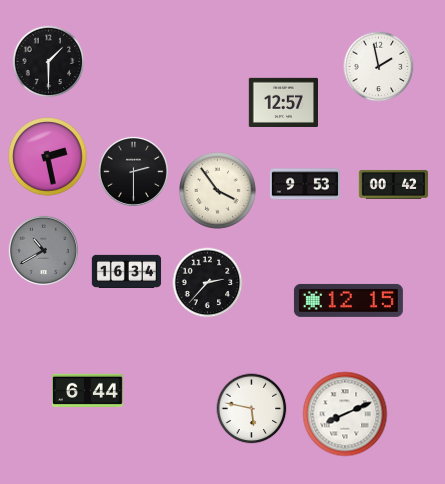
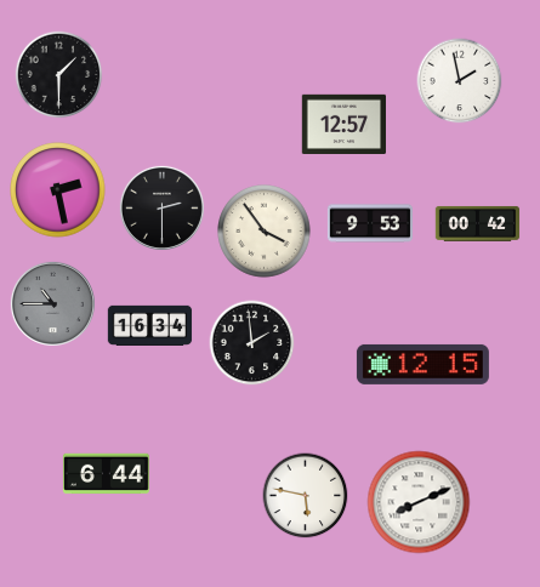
clock at (43, 250): 10:40 -> 10:45
clock at (127, 271) position: (127, 271) -> (150, 325)
clock at (208, 283): 2:37 -> 1:59
